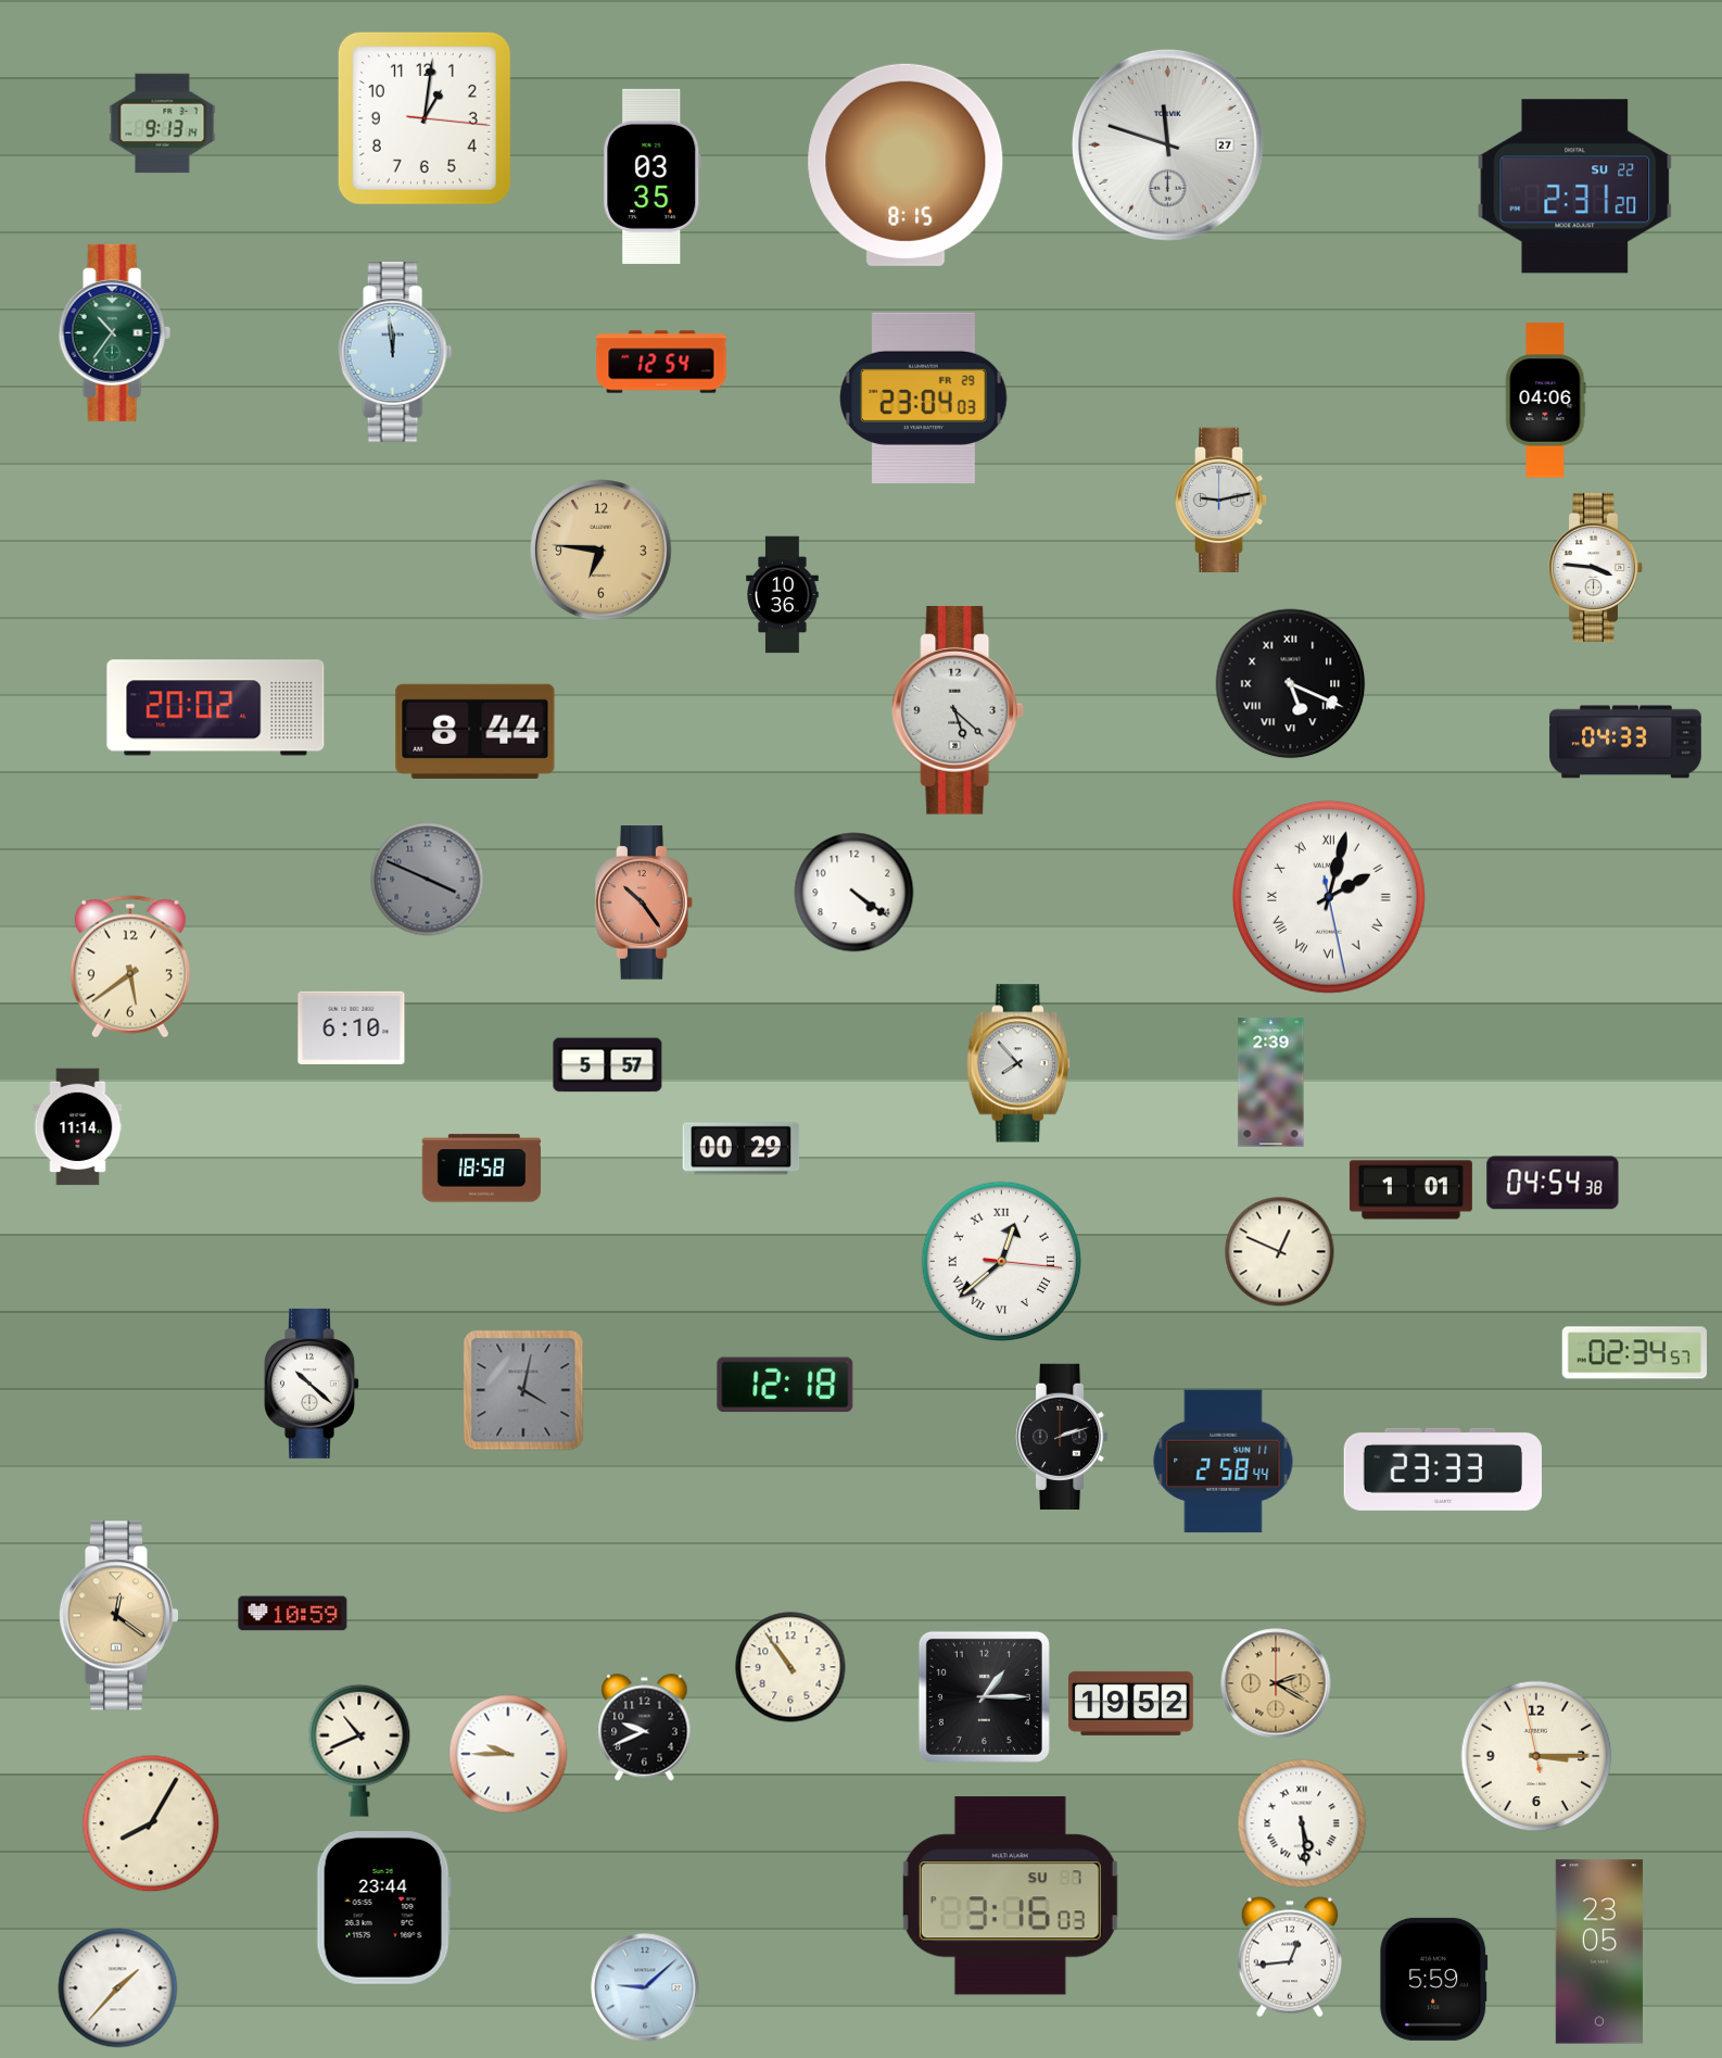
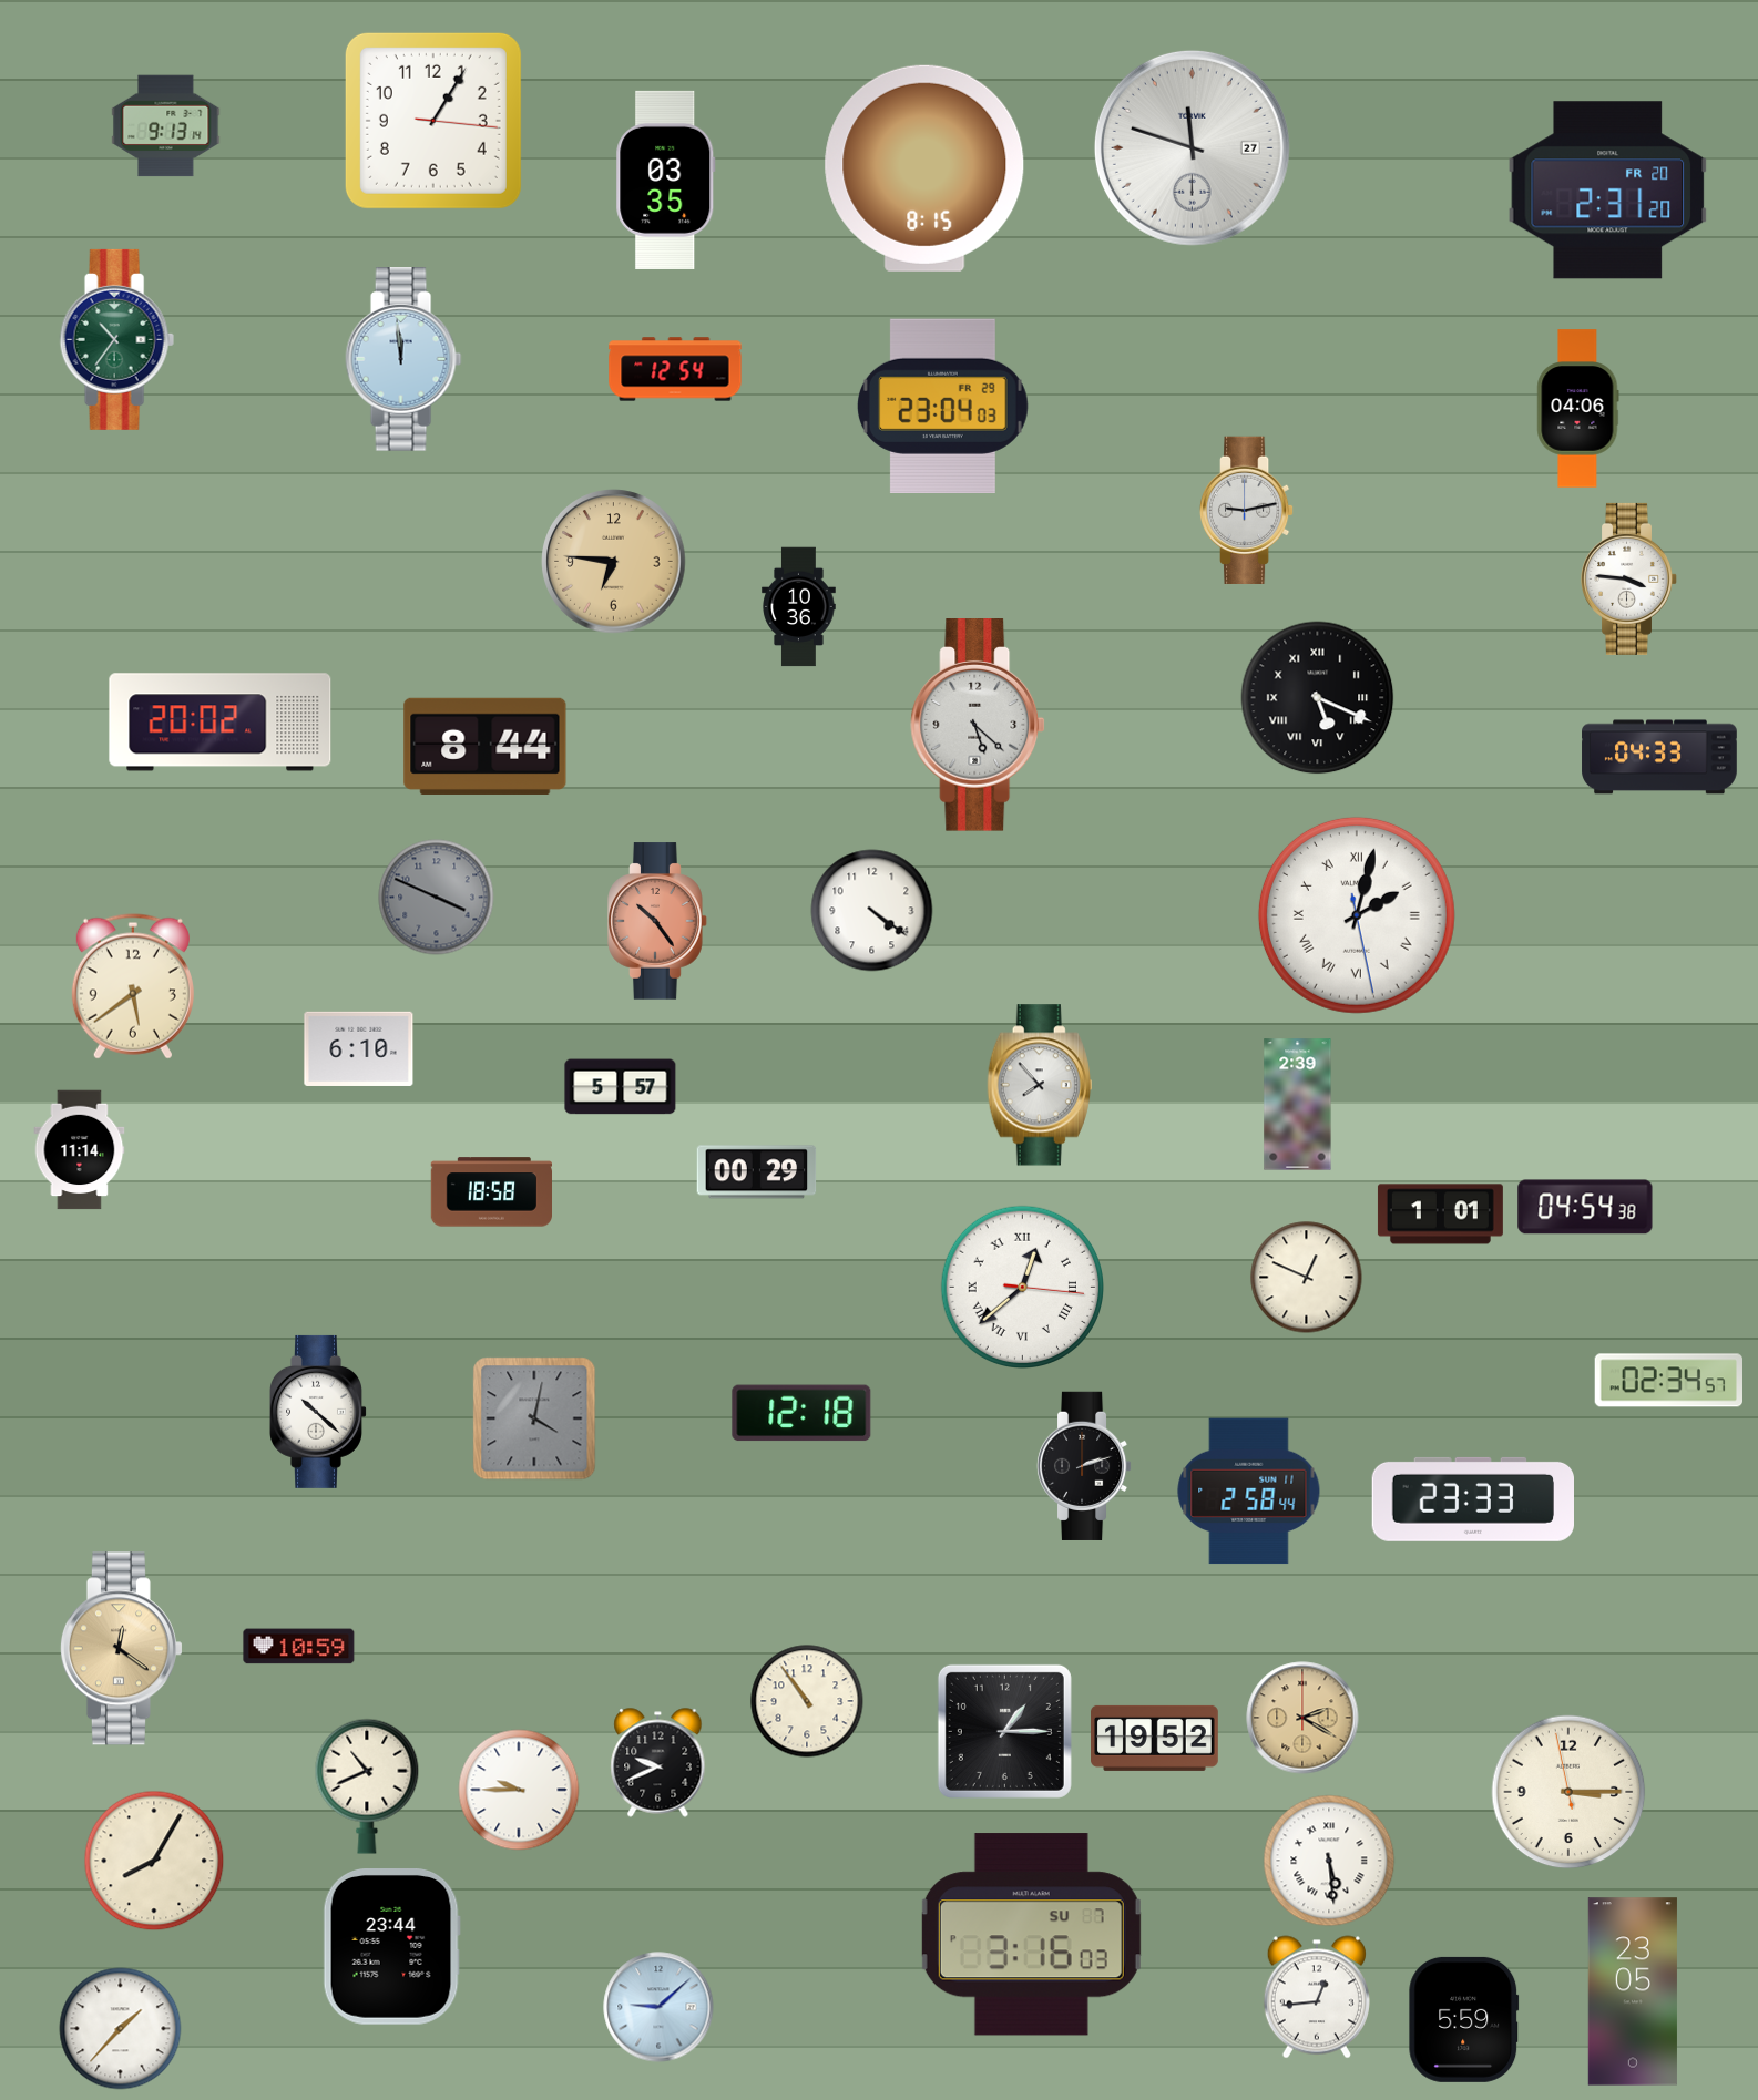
clock at (425, 118): 1:01 -> 1:05
clock at (1575, 187) date: SU 22 -> FR 20
clock at (645, 1987) position: (645, 1987) -> (658, 2007)
